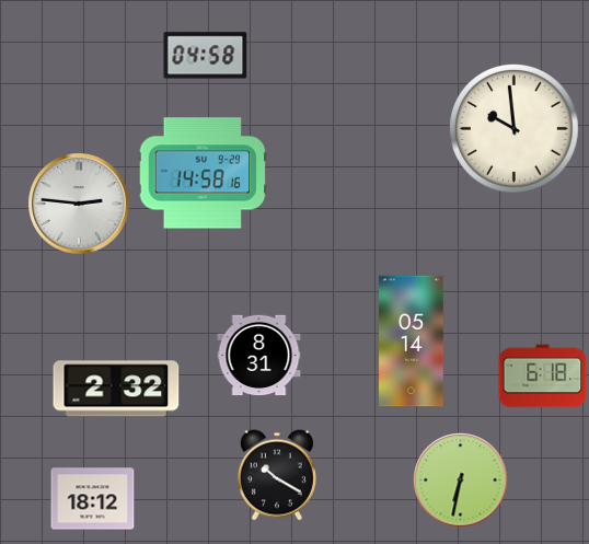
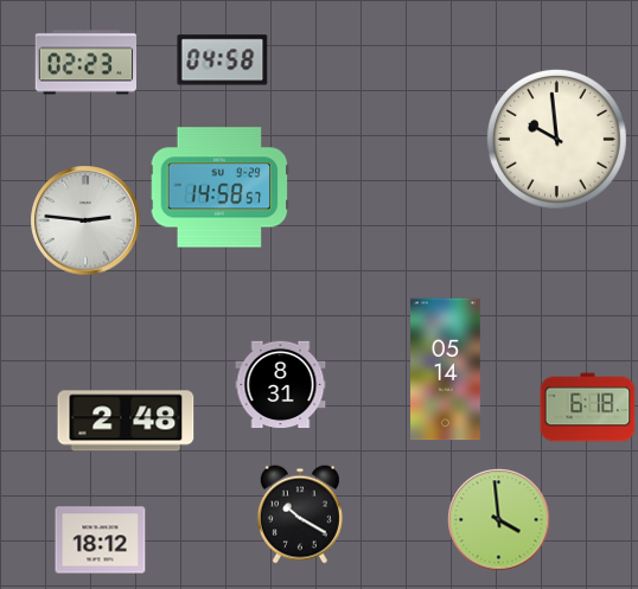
clock at (85, 63): none -> 02:23
clock at (203, 173): 14:58:16 -> 14:58:57
clock at (116, 389): 2:32 -> 2:48
clock at (461, 481): 6:32 -> 3:59
